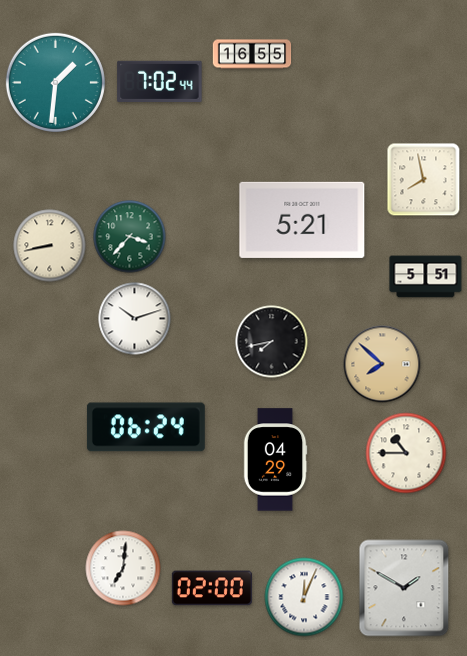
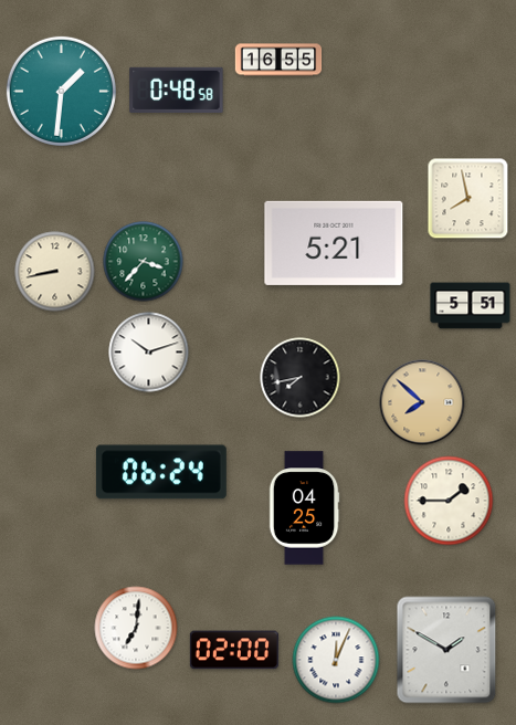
clock at (160, 81): 7:02 -> 0:48
clock at (406, 453): 10:45 -> 1:45
clock at (275, 460): 04:29 -> 04:25
